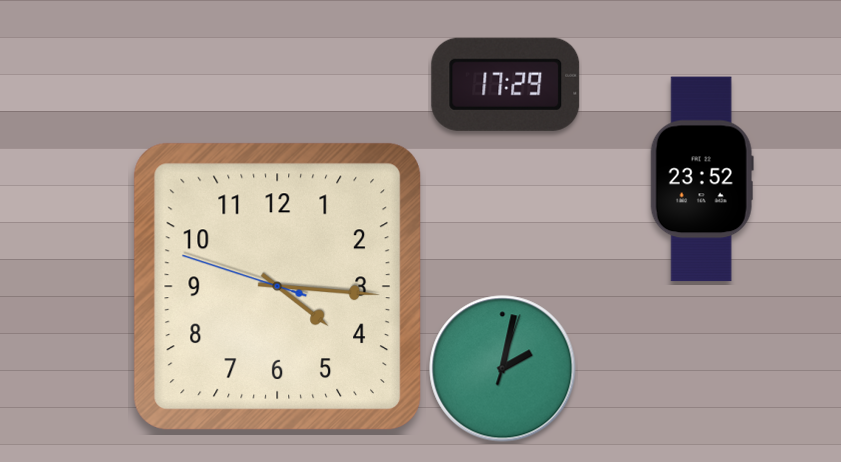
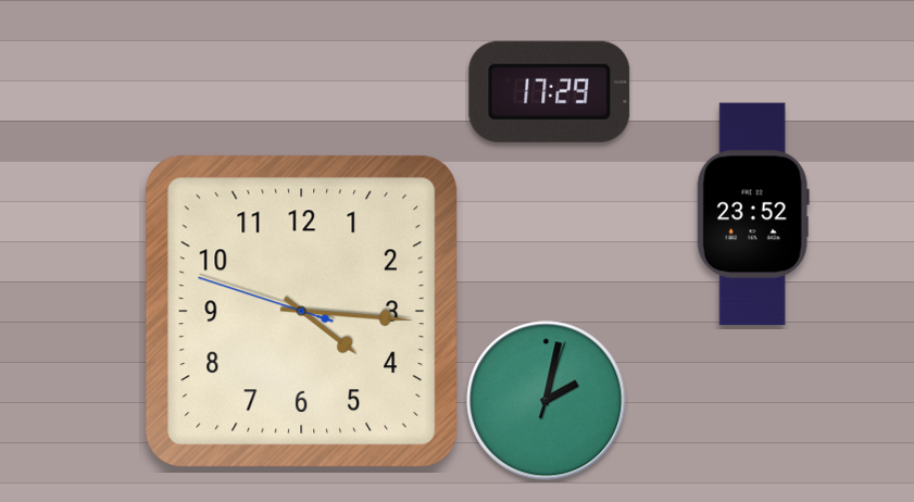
clock at (702, 179) position: (702, 179) -> (753, 214)
